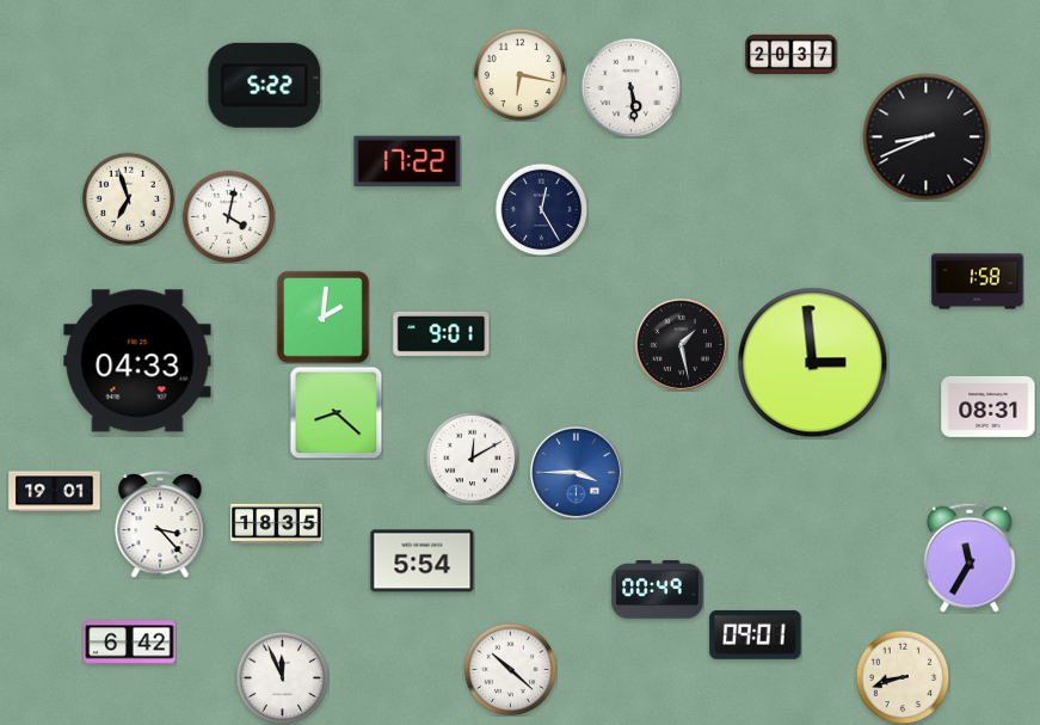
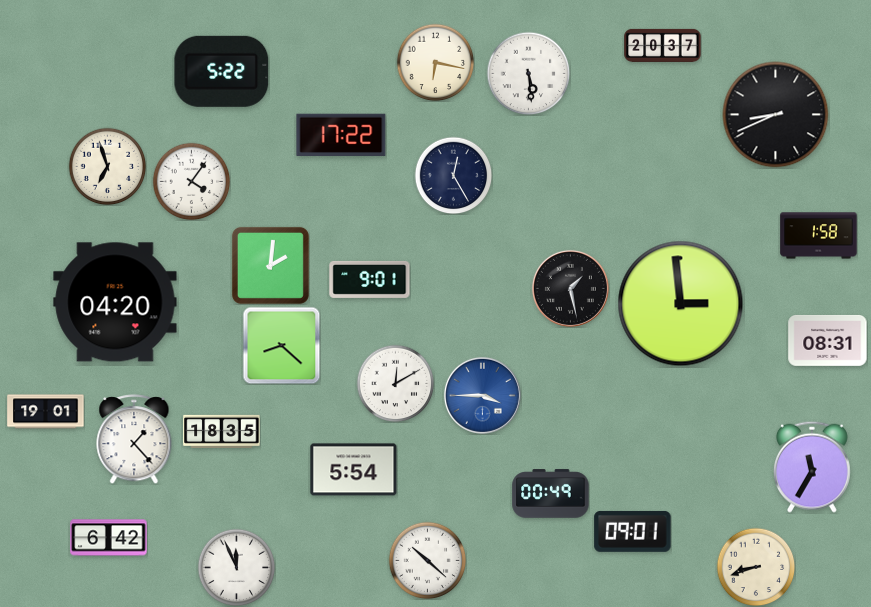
clock at (228, 216): 4:02 -> 4:06
clock at (137, 361): 04:33 -> 04:20
clock at (277, 523) position: (277, 523) -> (222, 431)
clock at (160, 524): 3:23 -> 1:23
